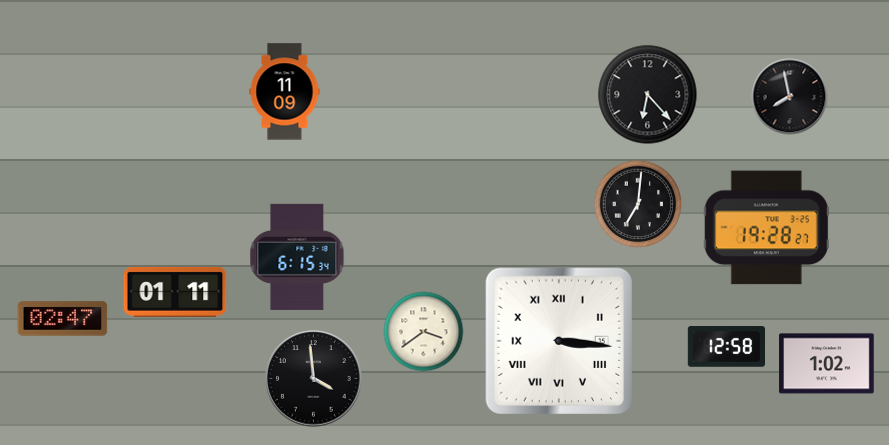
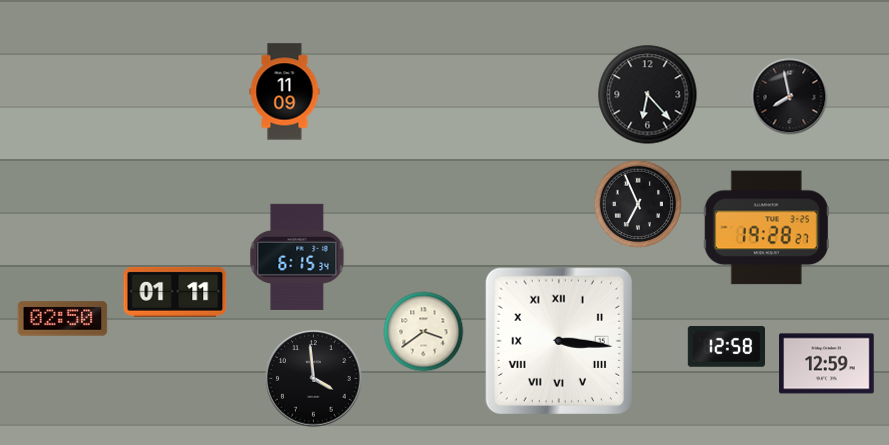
clock at (638, 204): 7:01 -> 6:56
clock at (63, 319): 02:47 -> 02:50
clock at (827, 364): 1:02 -> 12:59
